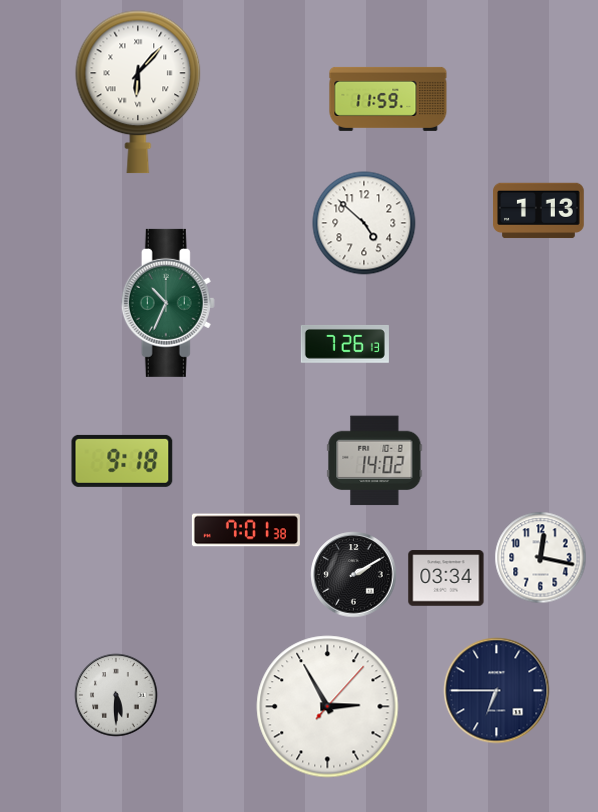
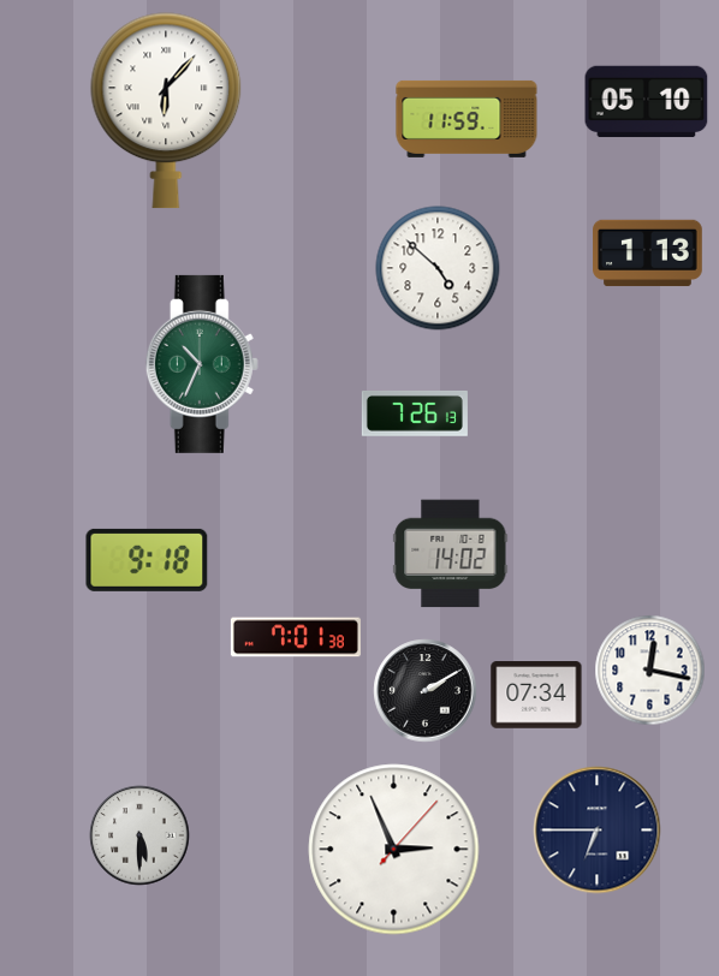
clock at (647, 102): none -> 05:10
clock at (122, 461) position: (122, 461) -> (147, 560)
clock at (446, 578): 03:34 -> 07:34
clock at (328, 707): 2:55 -> 2:56
